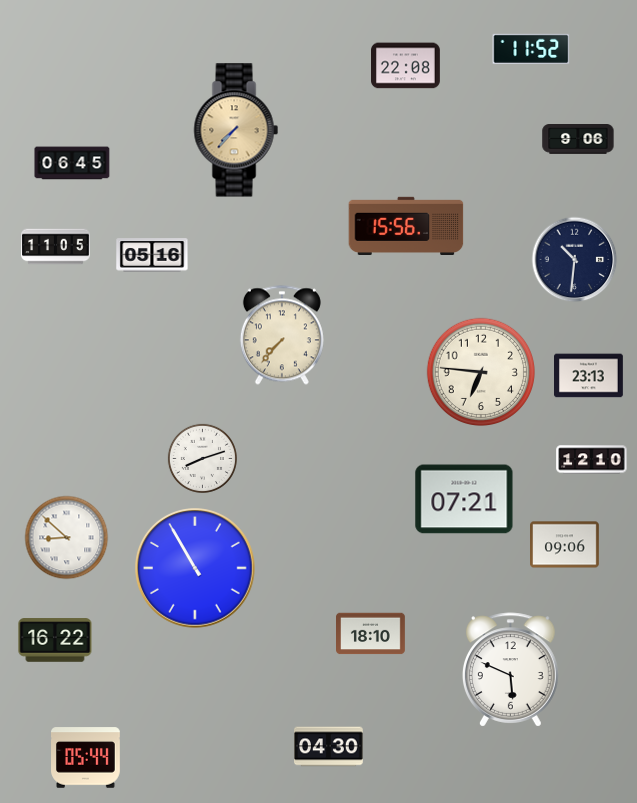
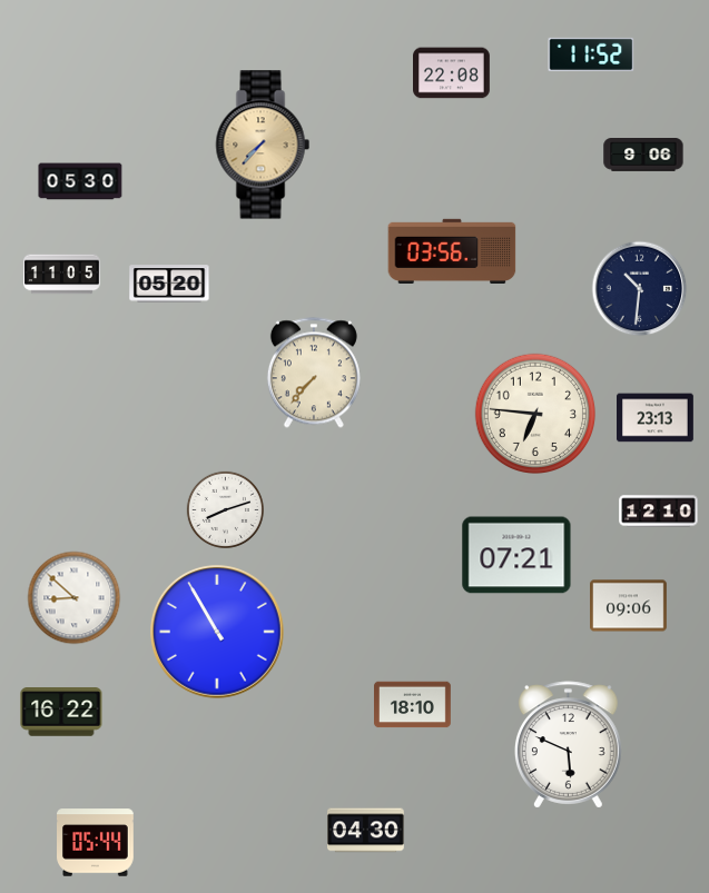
clock at (72, 163): 06:45 -> 05:30
clock at (406, 225): 15:56 -> 03:56
clock at (152, 255): 05:16 -> 05:20
